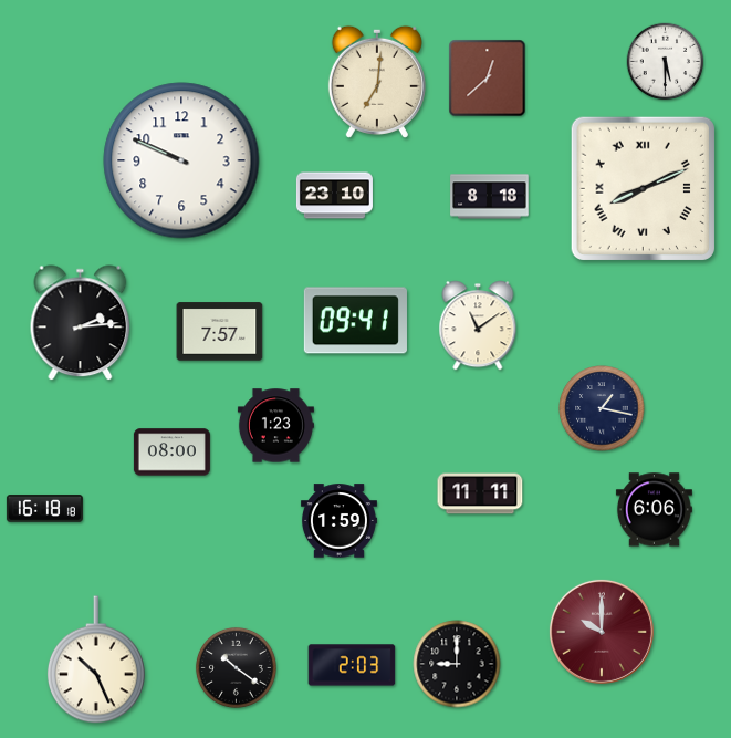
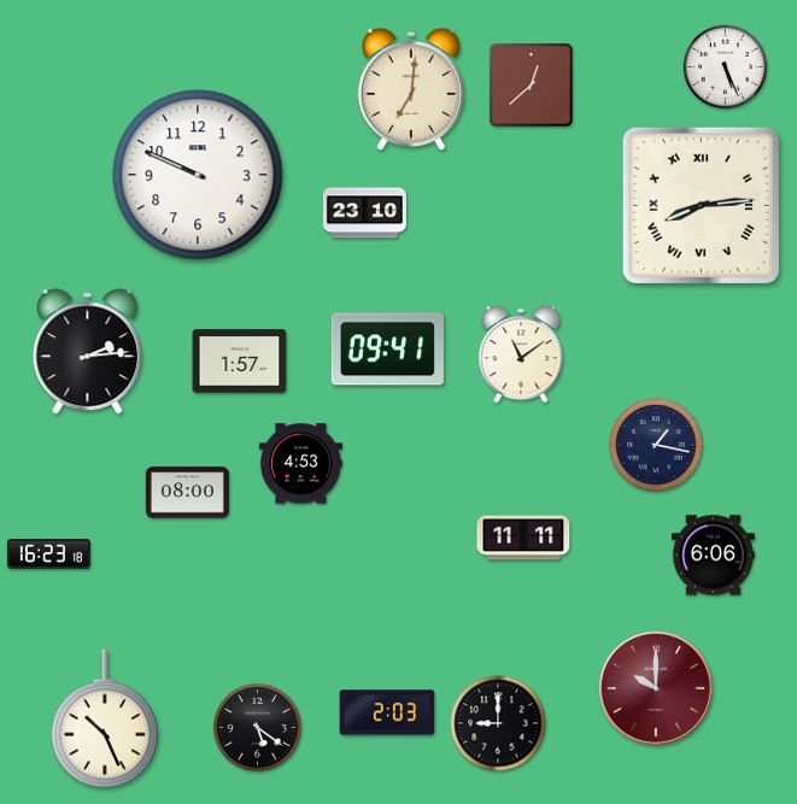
clock at (666, 62): 5:30 -> 5:26
clock at (643, 188): 8:11 -> 8:14
clock at (490, 197): 8:18 -> none
clock at (220, 332): 7:57 -> 1:57
clock at (275, 426): 1:23 -> 4:53
clock at (44, 509): 16:18 -> 16:23
clock at (338, 521): 1:59 -> none
clock at (352, 665) position: (352, 665) -> (387, 712)
clock at (236, 667): 10:21 -> 5:21
